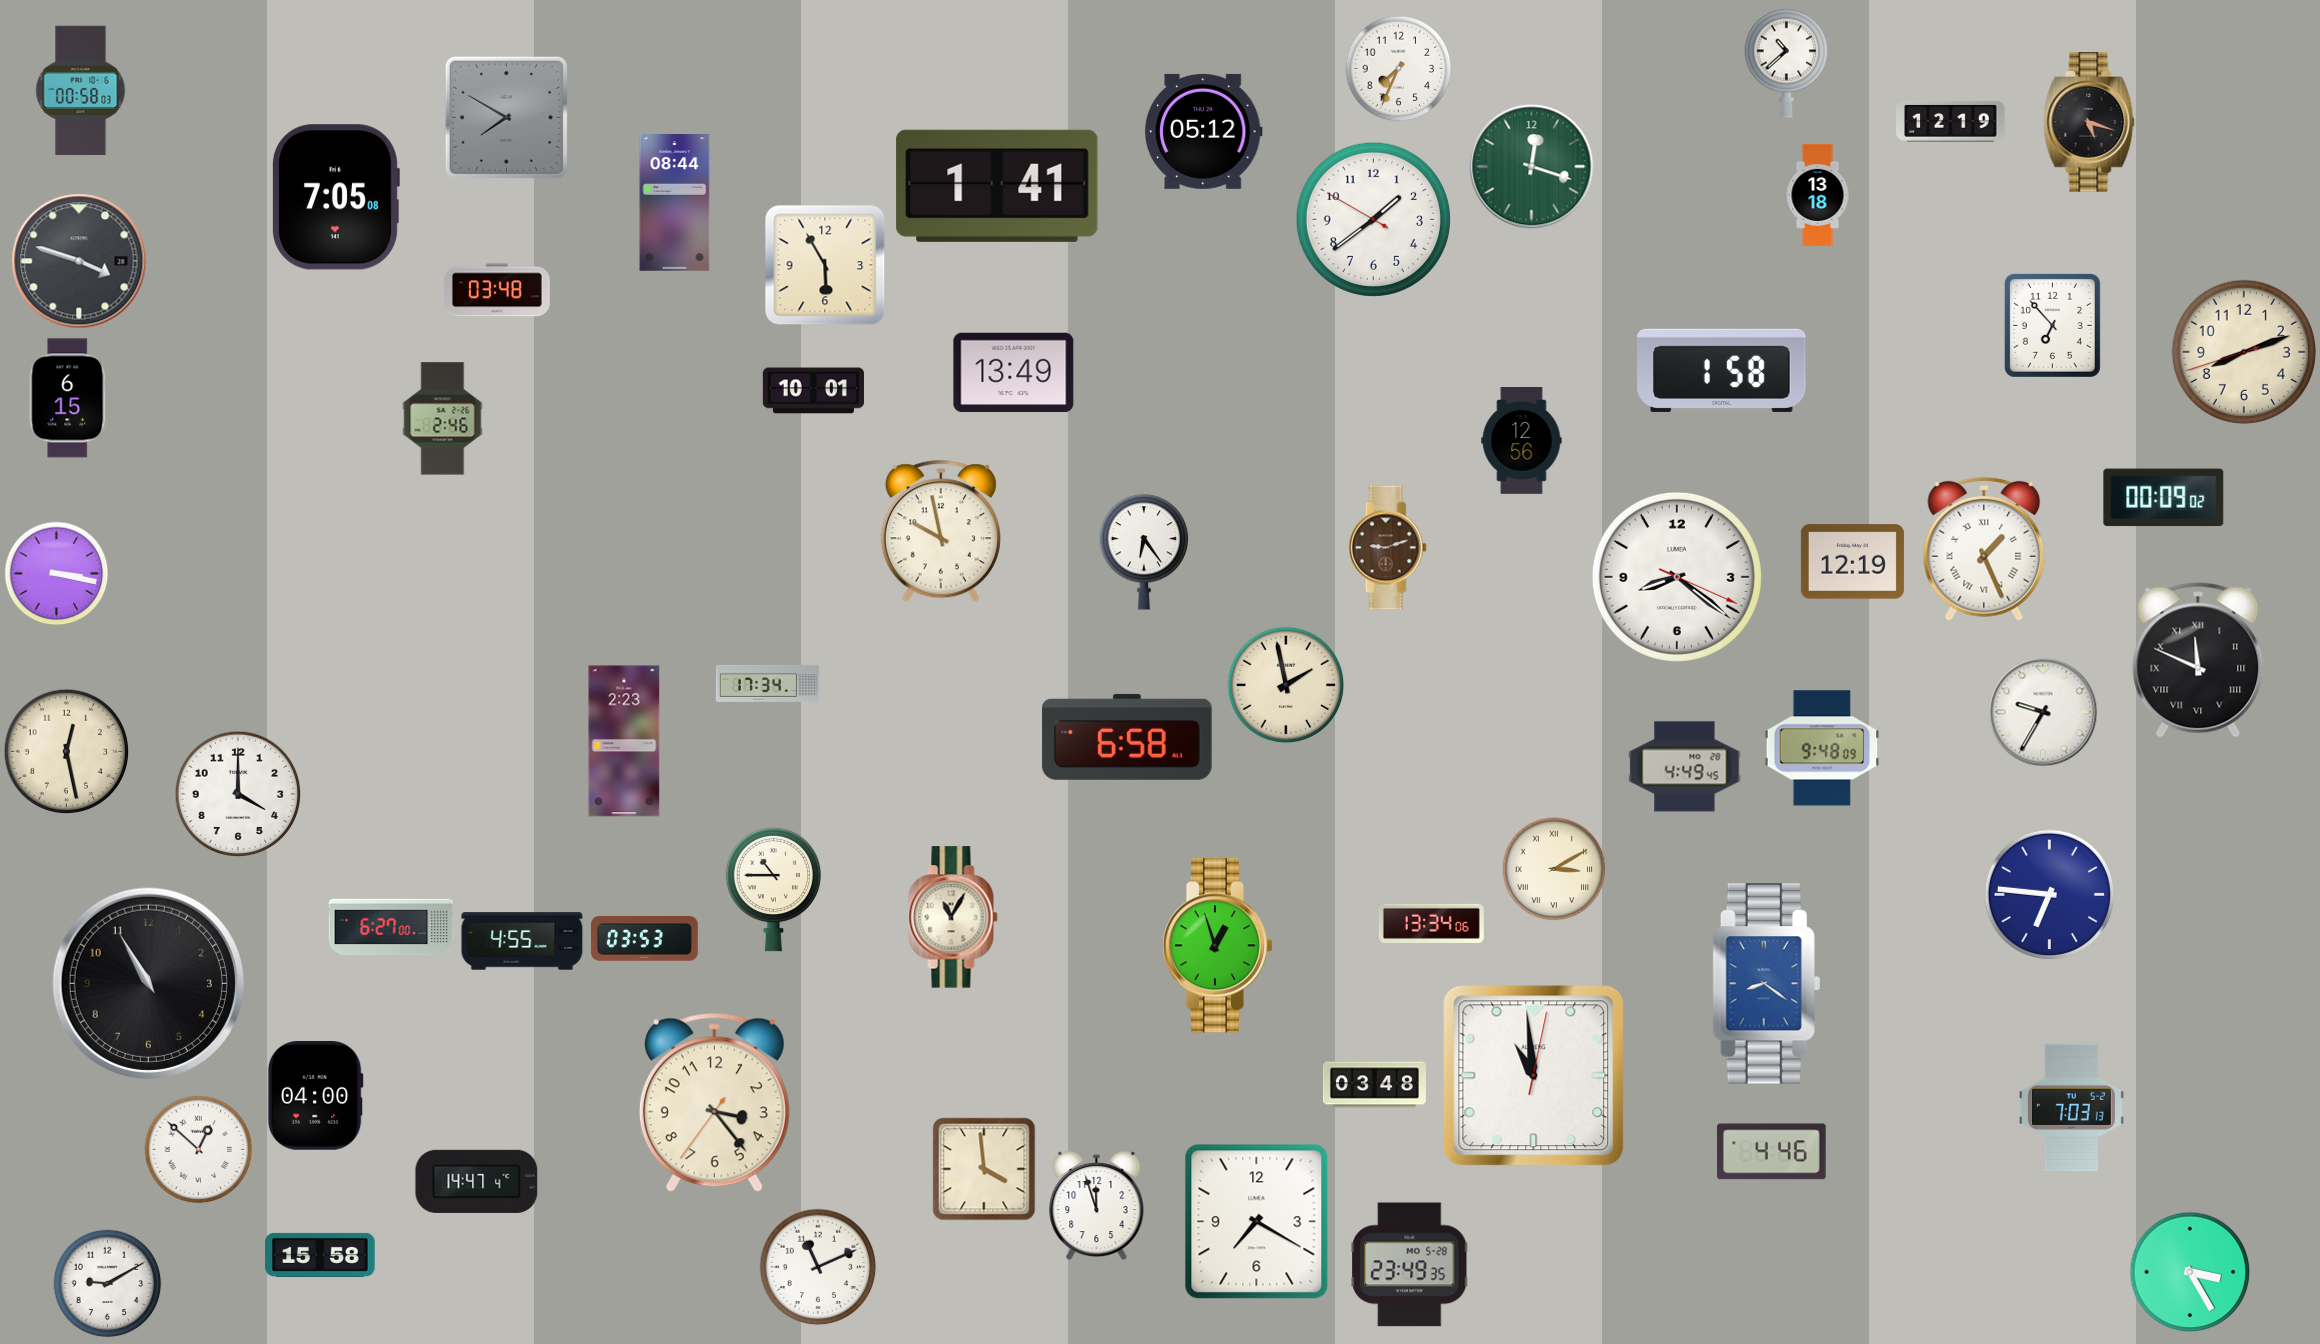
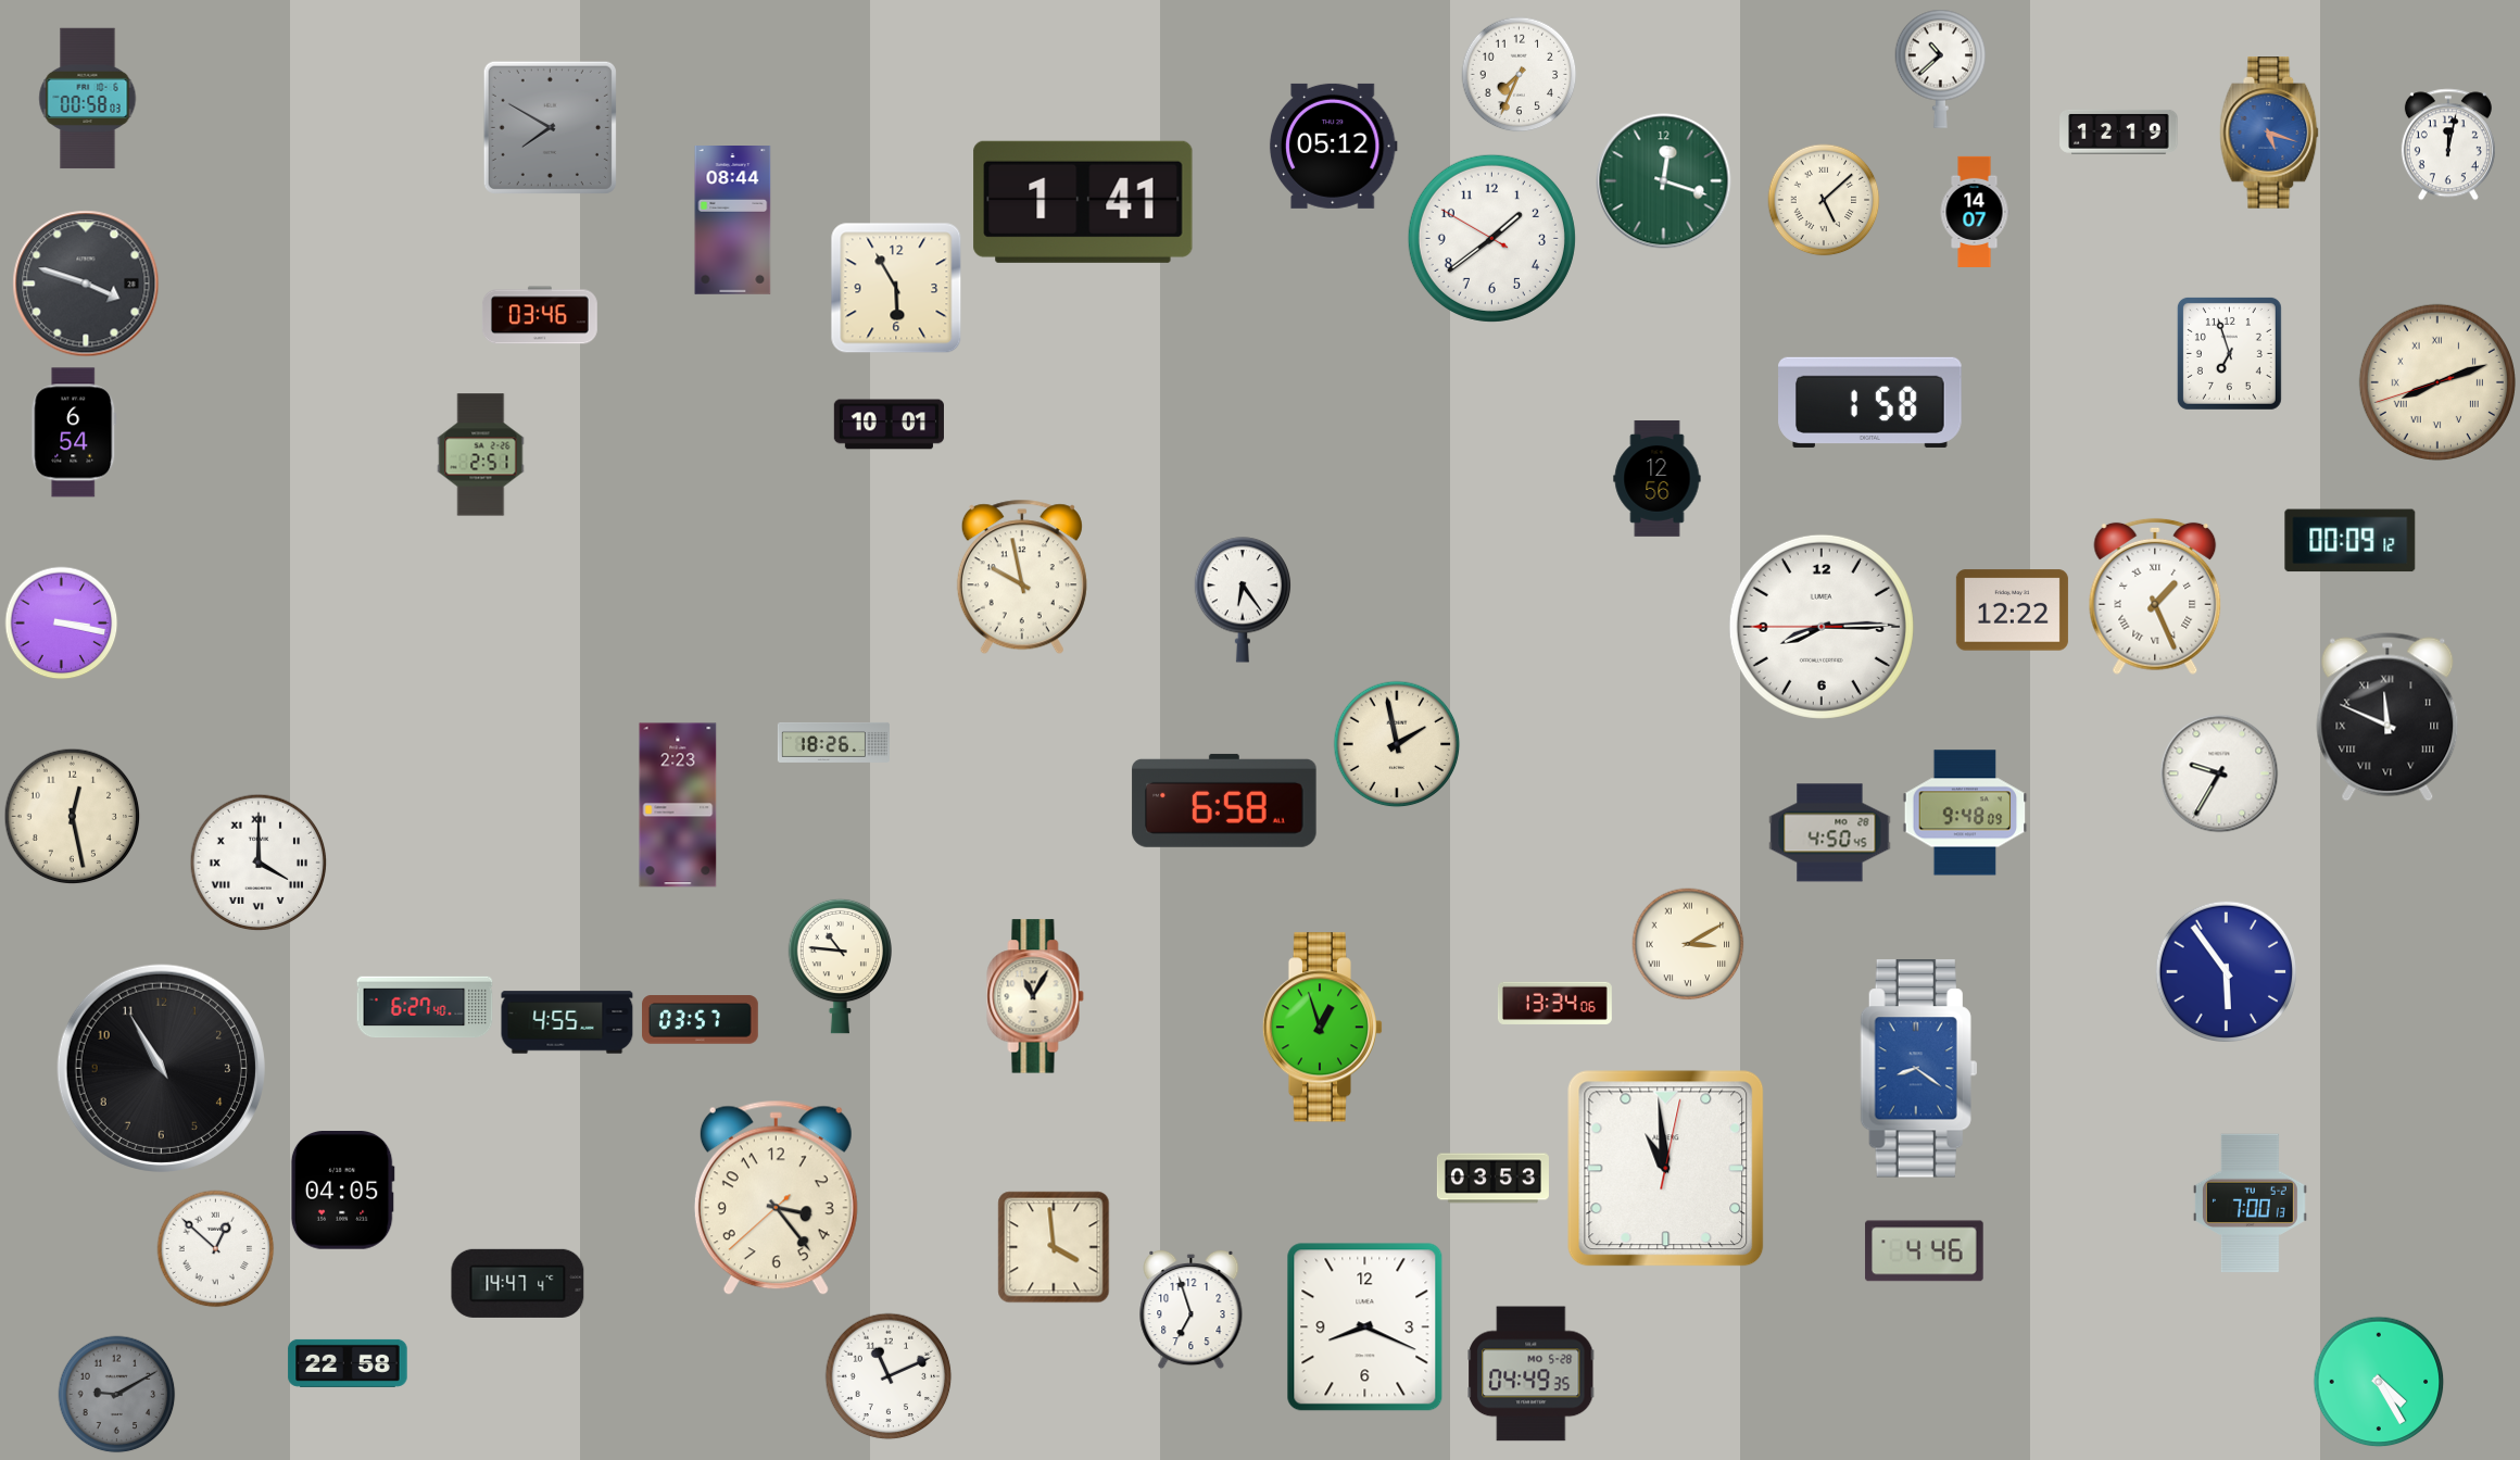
clock at (2089, 122) dial: black -> blue
clock at (1203, 131) position: (1203, 131) -> (1333, 146)
clock at (2448, 144): none -> 12:02
clock at (1824, 200): none -> 5:08
clock at (1818, 195): 13:18 -> 14:07
clock at (336, 197): 7:05 -> none
clock at (497, 290): 03:48 -> 03:46
clock at (2052, 325): 6:53 -> 6:57
clock at (2244, 352) numerals: Arabic -> Roman
clock at (1014, 373): 13:49 -> none
clock at (813, 391) position: (813, 391) -> (889, 425)
clock at (68, 398): 6:15 -> 6:54
clock at (443, 419): 2:46 -> 2:51
clock at (1522, 441) position: (1522, 441) -> (1658, 479)
clock at (2164, 498): 00:09:02 -> 00:09:12
clock at (1387, 548): 9:12 -> none
clock at (1852, 562): 12:19 -> 12:22
clock at (1677, 577): 8:21 -> 8:14
clock at (767, 683): 17:34 -> 18:26
clock at (1822, 748) position: (1822, 748) -> (1965, 813)
clock at (1685, 767): 4:49 -> 4:50
clock at (238, 794) numerals: Arabic -> Roman
clock at (773, 889): 10:45 -> 10:46
clock at (2050, 895): 6:46 -> 5:54
clock at (391, 927): 6:27:00 -> 6:27:40
clock at (645, 939): 03:53 -> 03:57
clock at (1374, 1085): 03:48 -> 03:53
clock at (315, 1096): 04:00 -> 04:05
clock at (714, 1103): 3:23:36 -> 3:23:38
clock at (2071, 1108): 7:03 -> 7:00
clock at (984, 1169) position: (984, 1169) -> (1054, 1247)
clock at (1097, 1206): 11:57 -> 6:57
clock at (1257, 1222): 7:20 -> 8:19
clock at (320, 1255): 15:58 -> 22:58
clock at (1410, 1265): 23:49 -> 04:49
clock at (2190, 1272): 3:25 -> 4:25
clock at (108, 1284) dial: white -> grey
